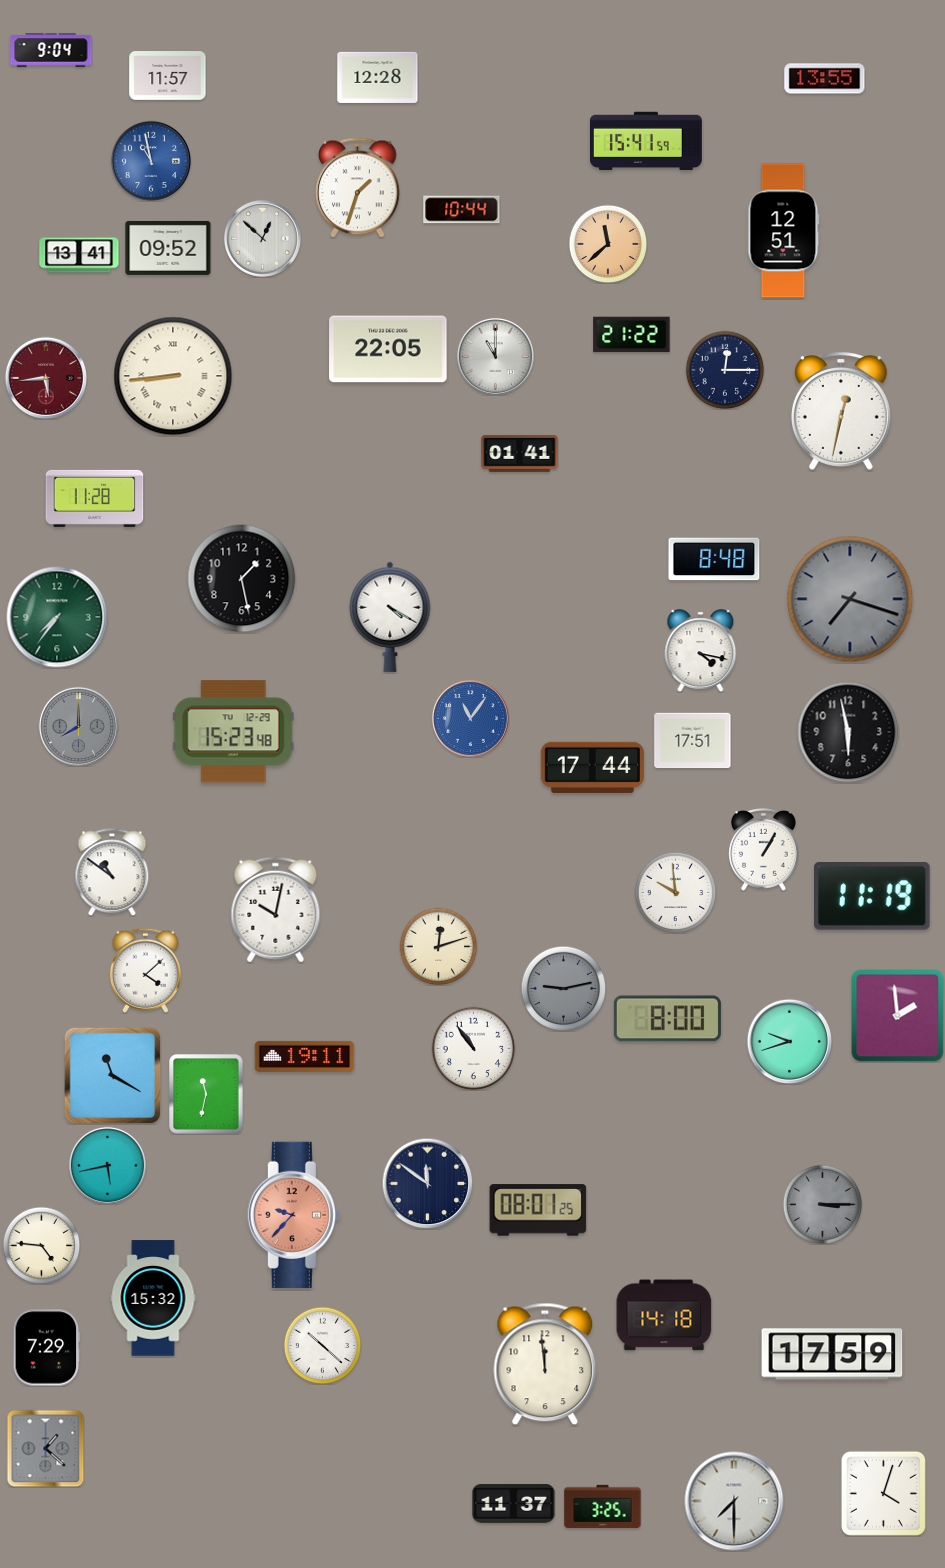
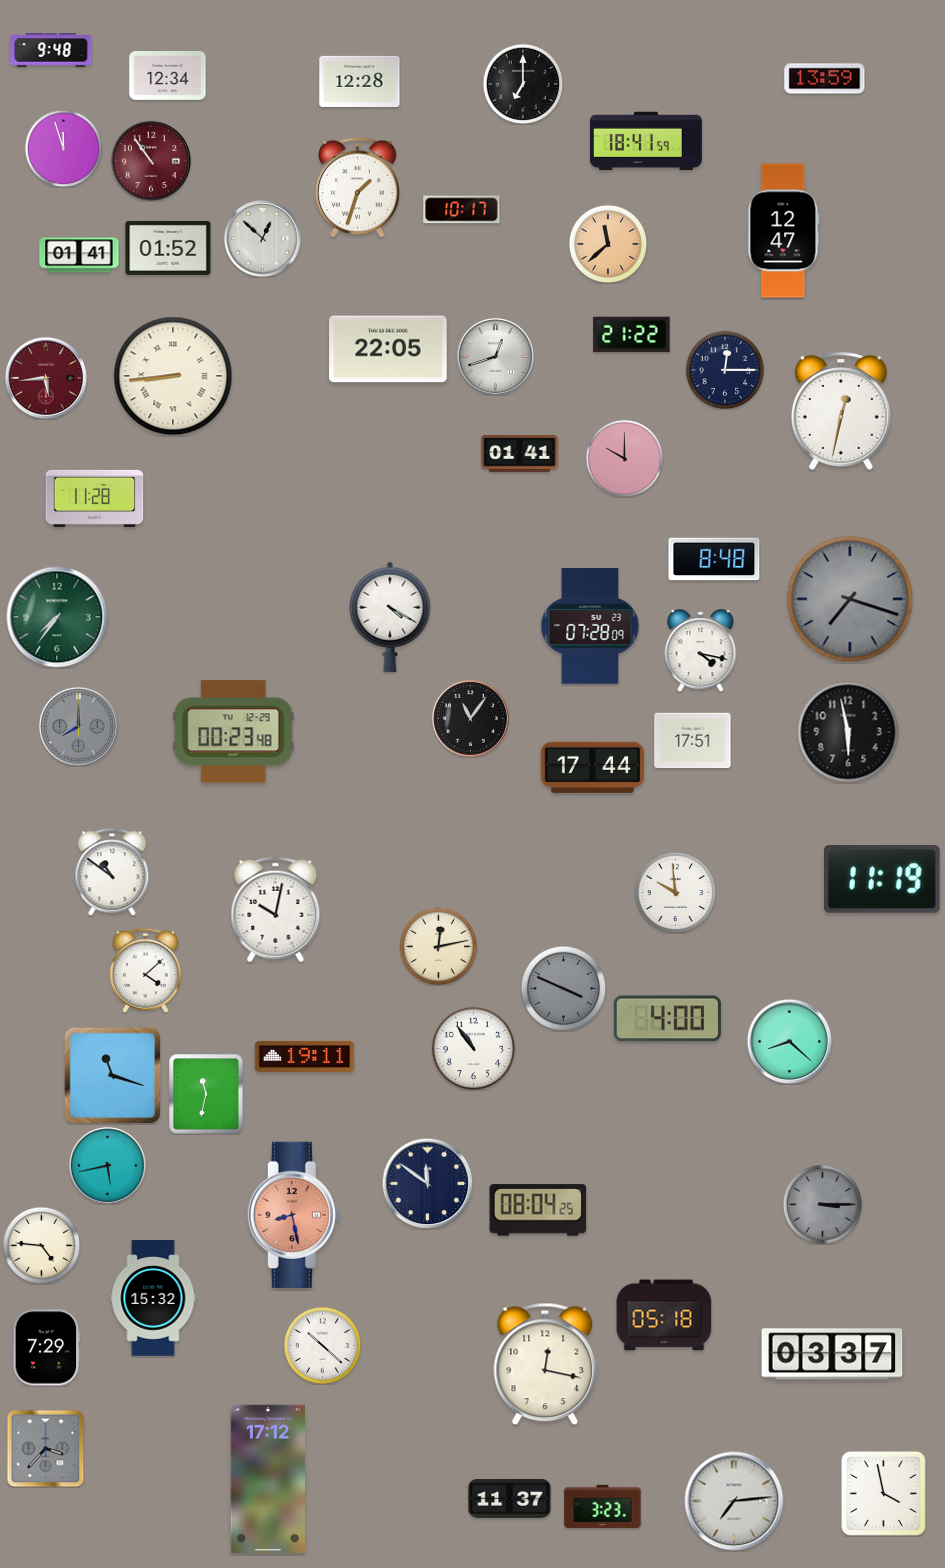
clock at (51, 50): 9:04 -> 9:48
clock at (168, 76): 11:57 -> 12:34
clock at (378, 77) position: (378, 77) -> (360, 81)
clock at (825, 79): 13:55 -> 13:59
clock at (523, 84): none -> 7:00
clock at (646, 141): 15:41 -> 18:41
clock at (63, 148): none -> 11:57
clock at (151, 161): 10:58 -> 10:54
clock at (151, 161) dial: blue -> burgundy
clock at (462, 210): 10:44 -> 10:17
clock at (784, 231): 12:51 -> 12:47
clock at (168, 248): 09:52 -> 01:52
clock at (79, 255): 13:41 -> 01:41
clock at (495, 356): 11:00 -> 12:42
clock at (624, 458): none -> 10:00
clock at (242, 579): 1:28 -> none
clock at (590, 626): none -> 07:28
clock at (470, 718) dial: blue -> black
clock at (233, 732): 15:23 -> 00:23
clock at (764, 849): 1:05 -> none
clock at (873, 897) position: (873, 897) -> (883, 880)
clock at (438, 946): 12:12 -> 12:13
clock at (563, 988): 9:13 -> 3:49
clock at (898, 1016): 1:59 -> none
clock at (667, 1019): 8:00 -> 4:00
clock at (789, 1041): 9:42 -> 8:22
clock at (112, 1075): 11:20 -> 11:18
clock at (538, 1210): 08:01 -> 08:04
clock at (294, 1215): 9:37 -> 8:28
clock at (664, 1315): 14:18 -> 05:18
clock at (832, 1354): 17:59 -> 03:37
clock at (545, 1364): 11:59 -> 12:17
clock at (45, 1448): 1:22 -> 3:37
clock at (268, 1479): none -> 17:12
clock at (883, 1493): 4:03 -> 3:58
clock at (734, 1501): 7:30 -> 7:14
clock at (514, 1504) position: (514, 1504) -> (510, 1499)
clock at (603, 1506): 3:25 -> 3:23
